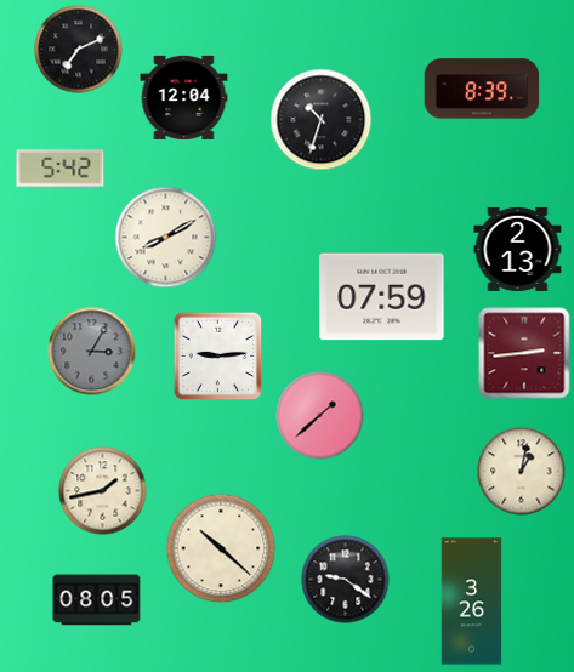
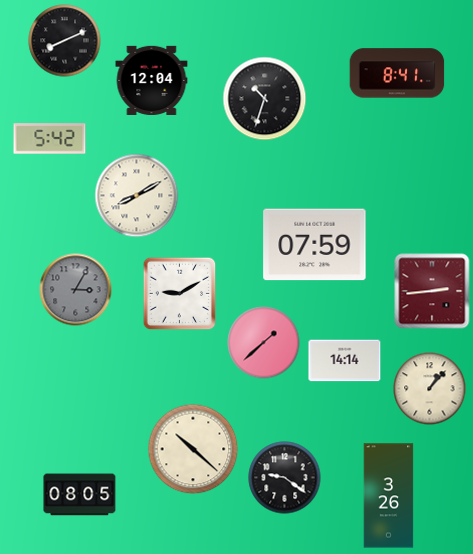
clock at (79, 50): 7:11 -> 8:11
clock at (482, 89): 8:39 -> 8:41
clock at (518, 249): 2:13 -> none
clock at (218, 357): 9:14 -> 9:10
clock at (345, 361): none -> 14:14
clock at (522, 472): 1:02 -> 1:07
clock at (103, 491): 1:43 -> none
clock at (221, 548) position: (221, 548) -> (193, 449)
